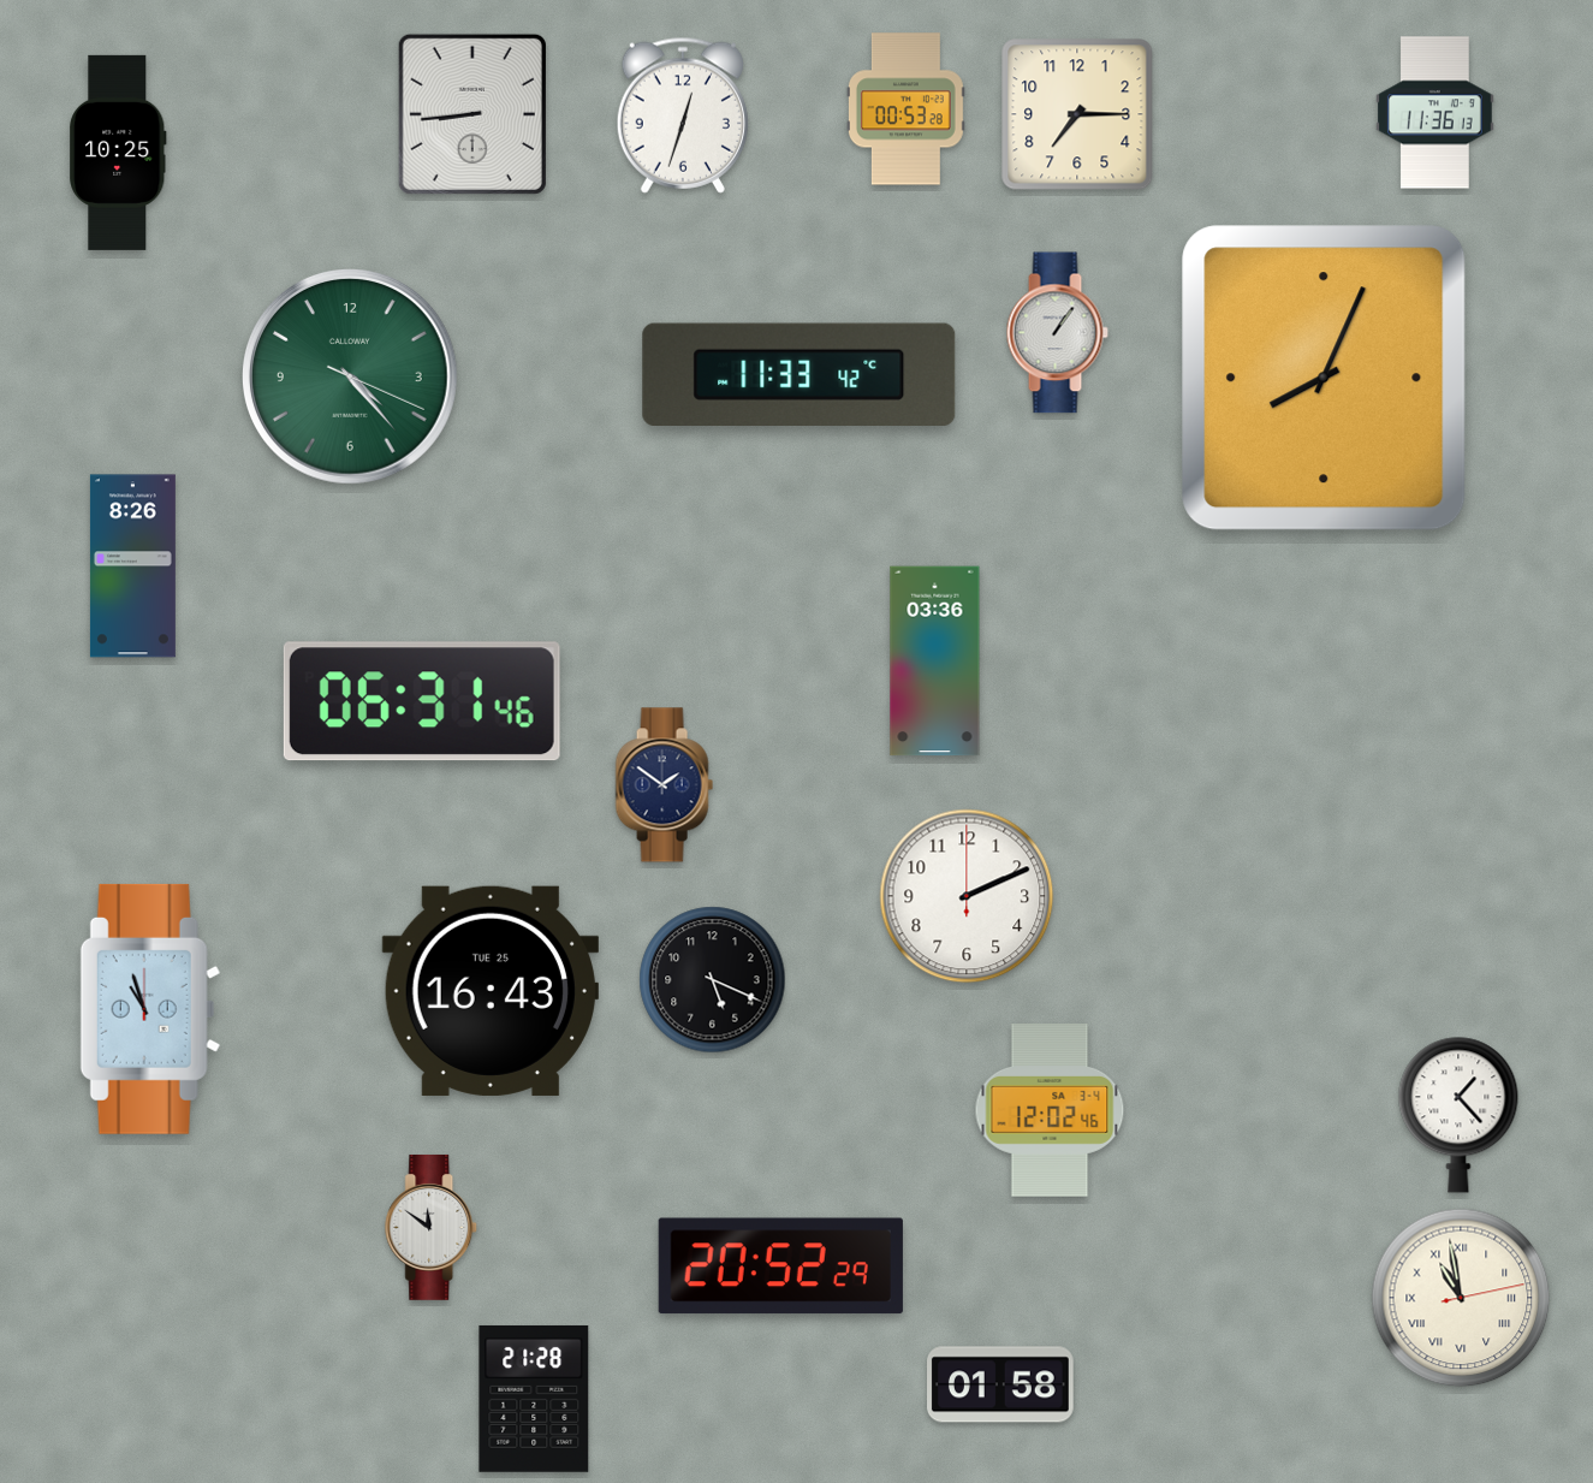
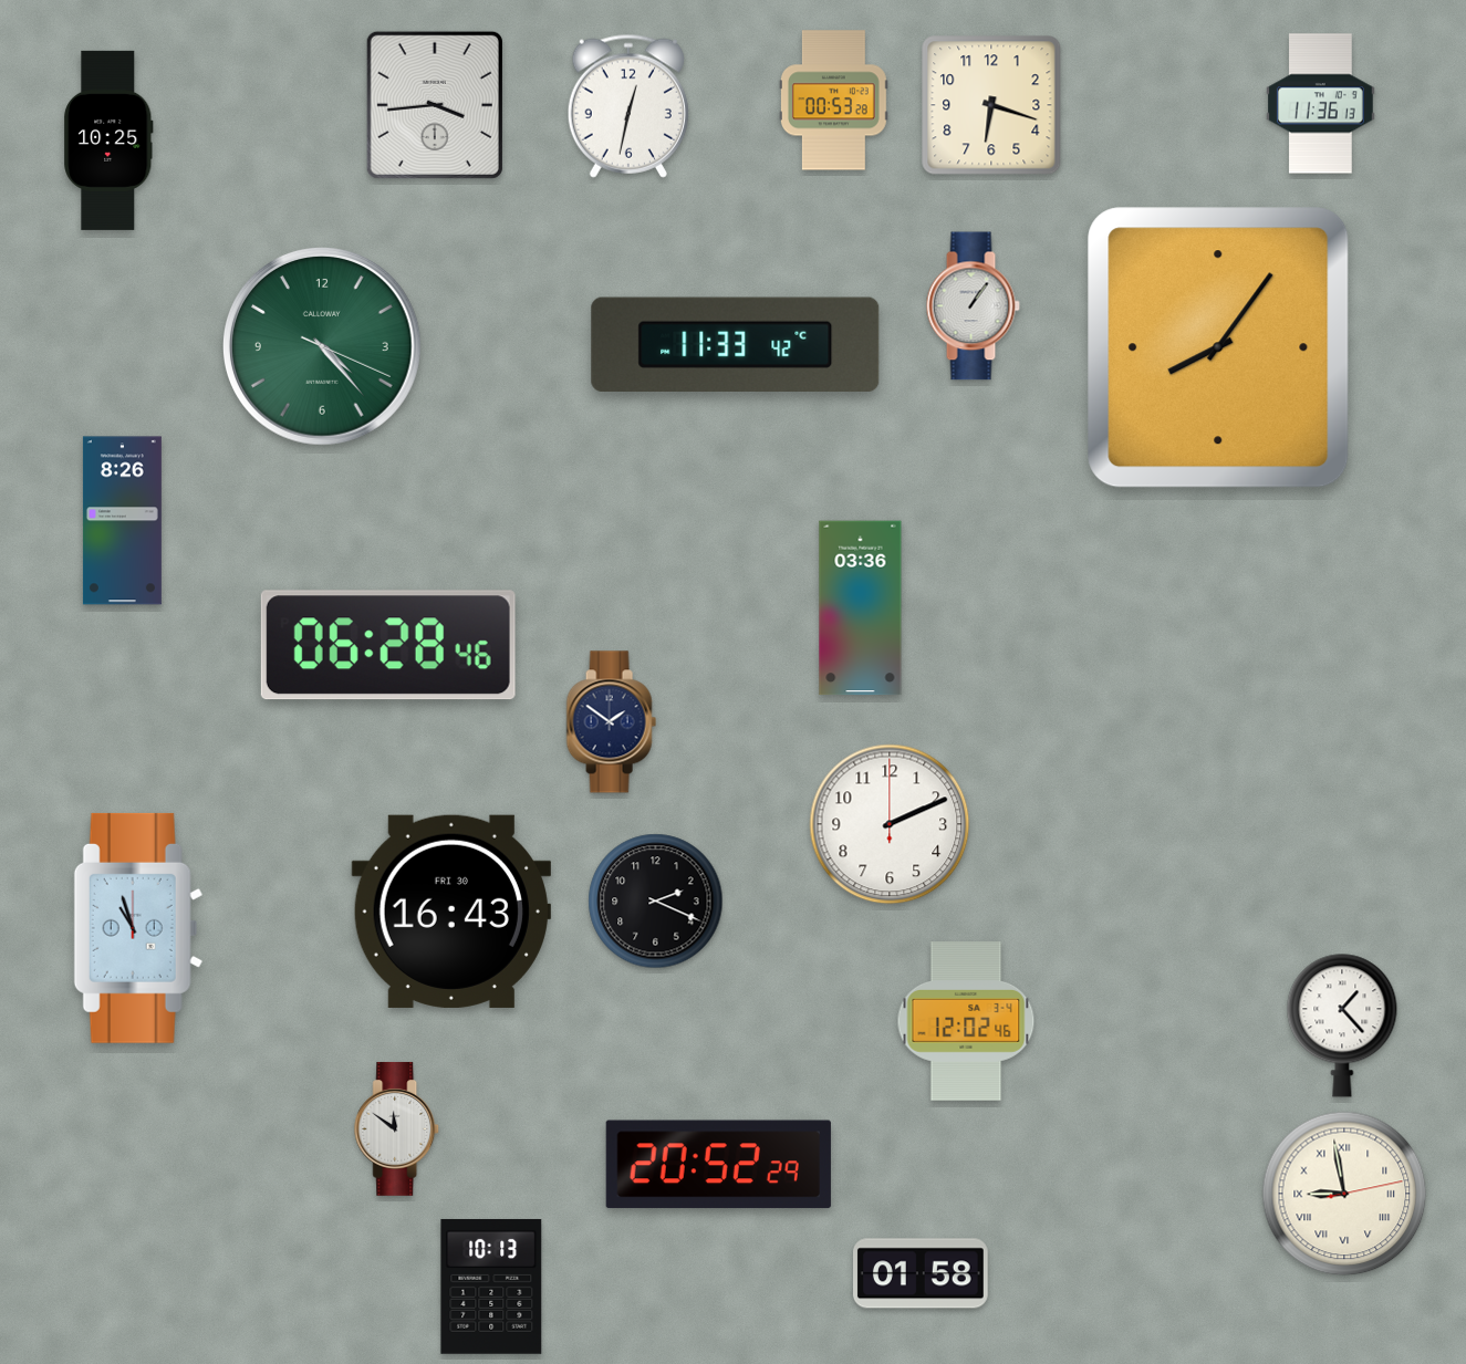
clock at (472, 114): 8:44 -> 3:44
clock at (1077, 114): 7:15 -> 6:18
clock at (683, 115): 12:33 -> 12:32
clock at (1324, 378): 8:04 -> 8:06
clock at (422, 701): 06:31 -> 06:28
clock at (713, 980): 5:19 -> 2:19
clock at (491, 991) date: TUE 25 -> FRI 30
clock at (1461, 1298): 10:58 -> 8:58
clock at (534, 1399): 21:28 -> 10:13
